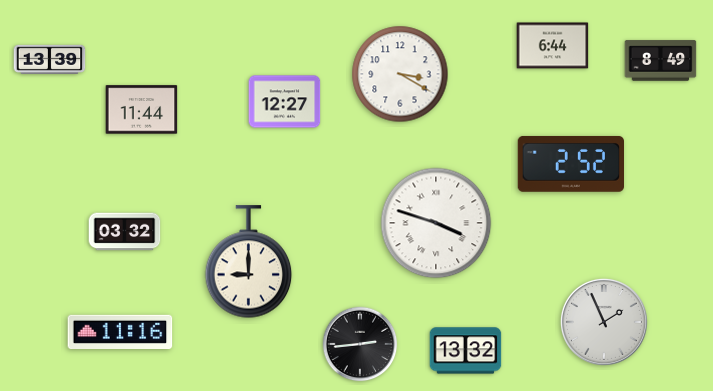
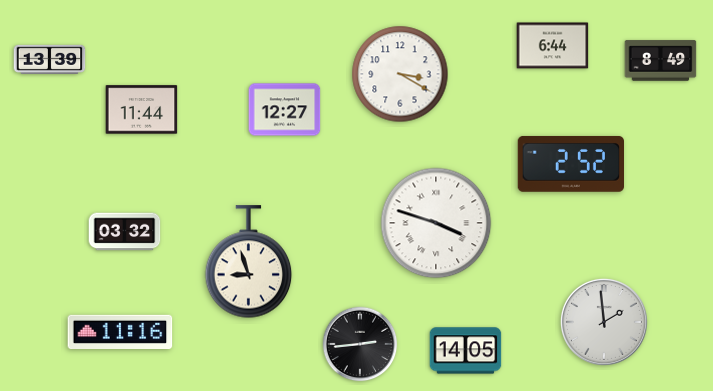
clock at (285, 102) position: (285, 102) -> (285, 110)
clock at (249, 262): 9:00 -> 8:57
clock at (604, 322): 1:56 -> 1:59
clock at (466, 351): 13:32 -> 14:05
